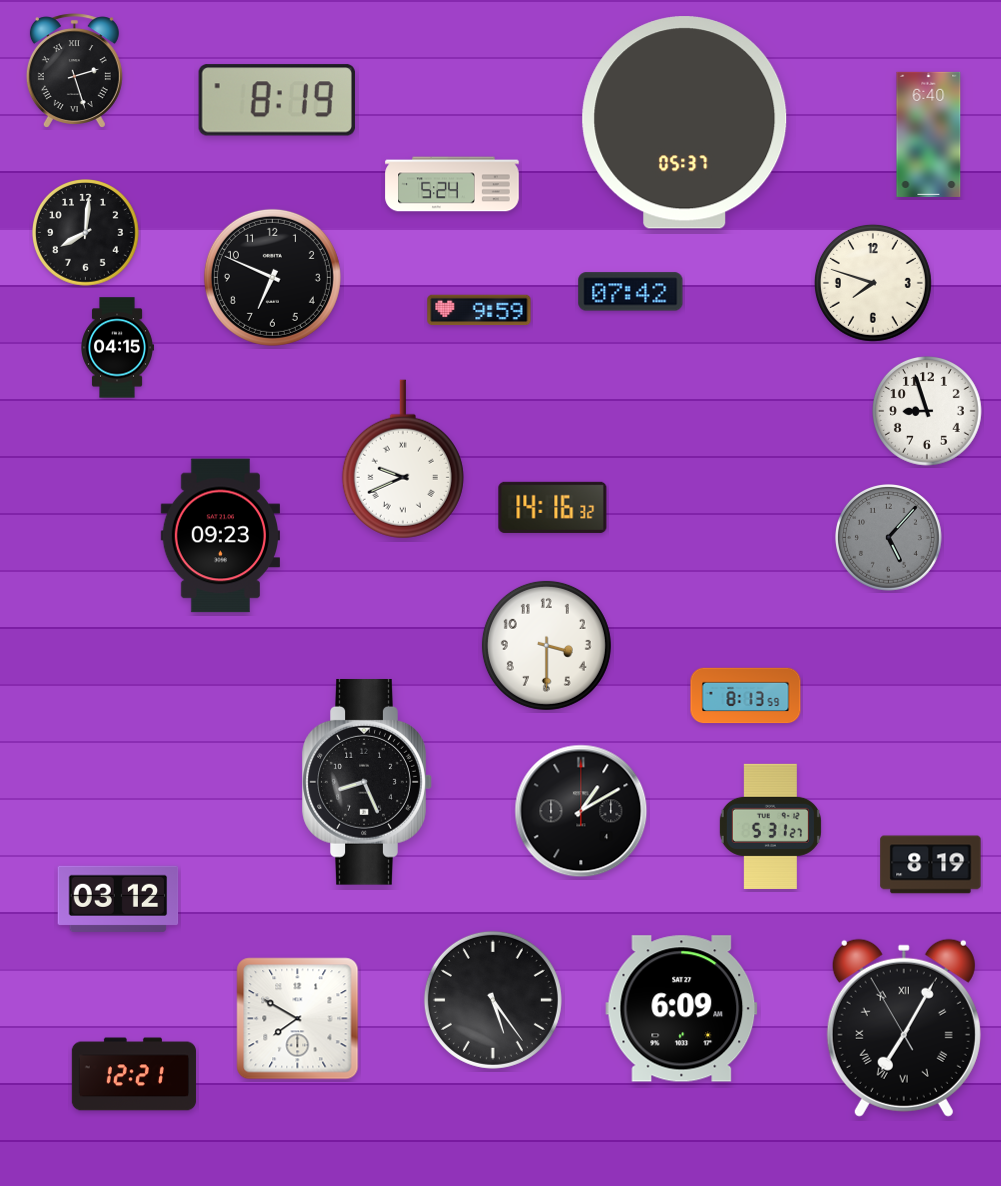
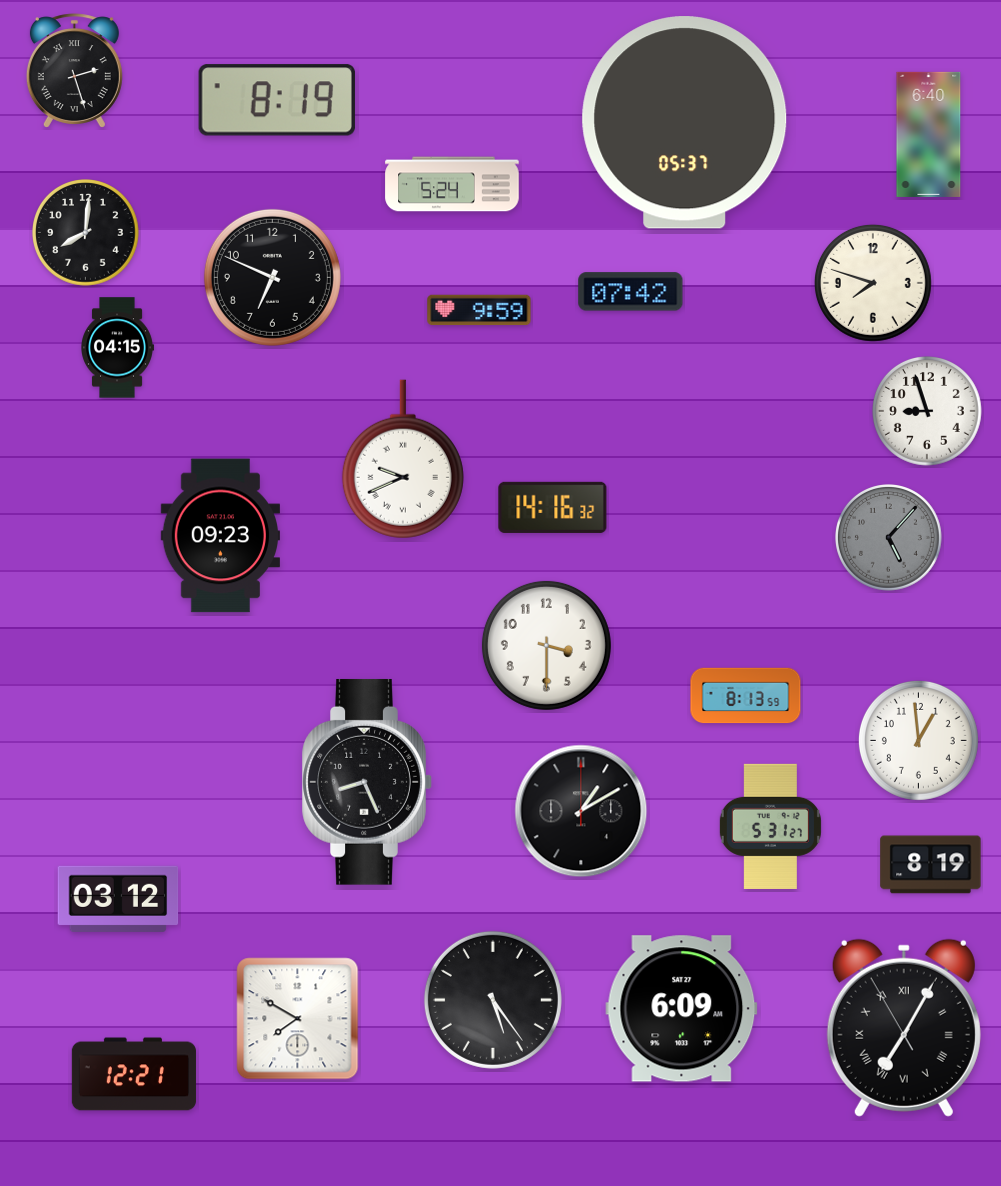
clock at (918, 740): none -> 12:59
